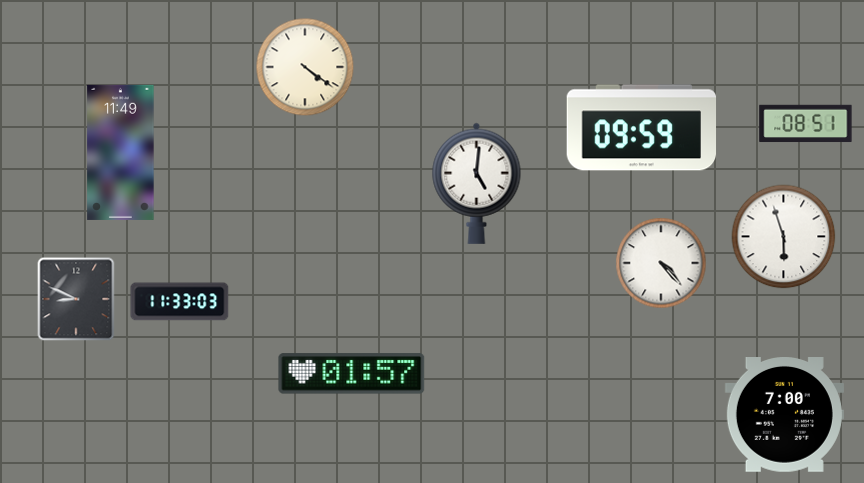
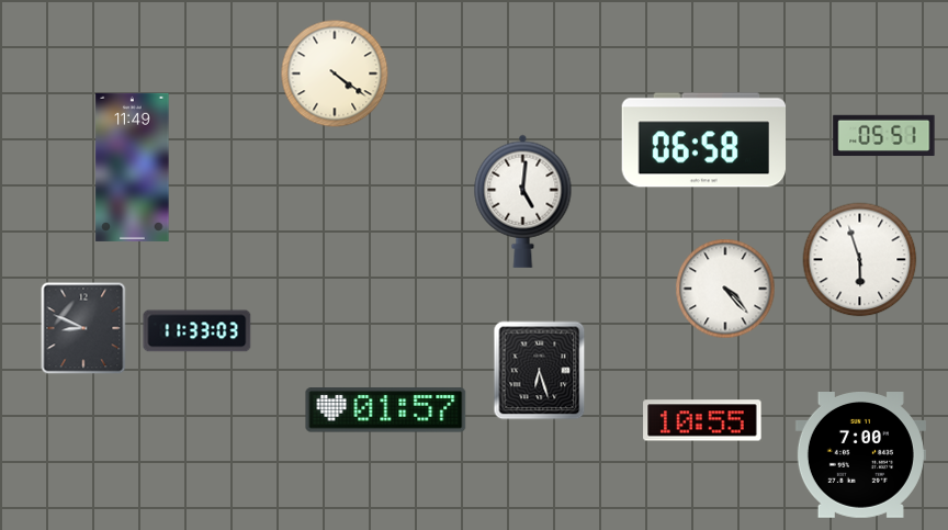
clock at (806, 124): 08:51 -> 05:51
clock at (642, 128): 09:59 -> 06:58
clock at (540, 371): none -> 6:27
clock at (702, 420): none -> 10:55
